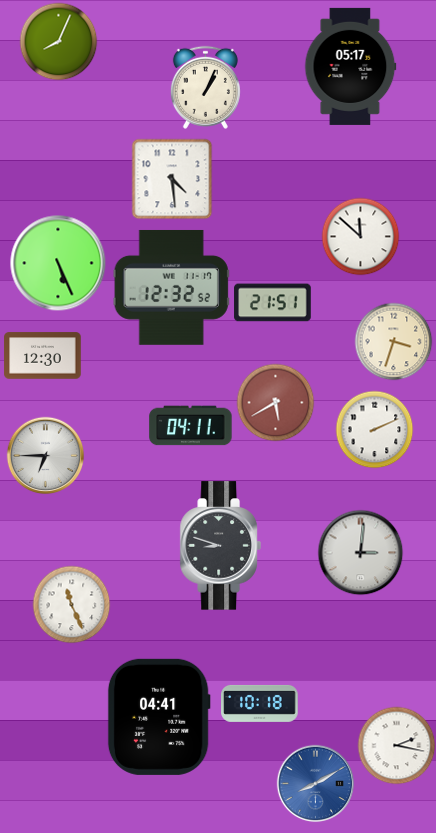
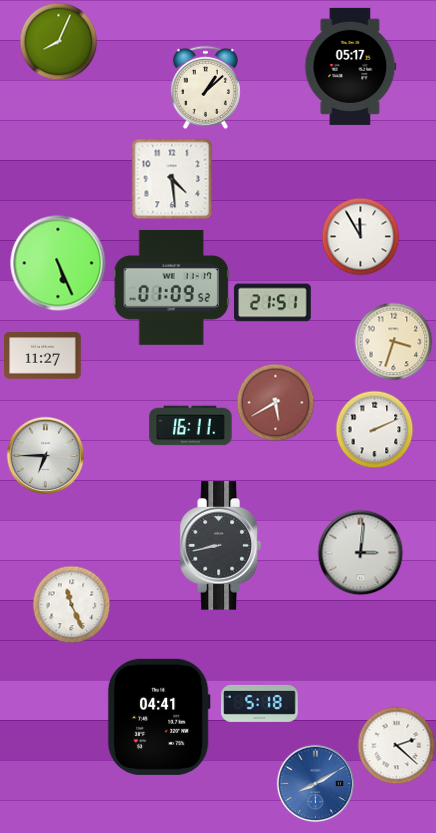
clock at (205, 87): 1:04 -> 1:08
clock at (360, 236): 11:52 -> 11:55
clock at (171, 287): 12:32 -> 01:09
clock at (43, 356): 12:30 -> 11:27
clock at (191, 426): 04:11 -> 16:11
clock at (220, 546): 8:48 -> 8:43
clock at (260, 703): 10:18 -> 5:18
clock at (396, 745): 2:17 -> 2:22
